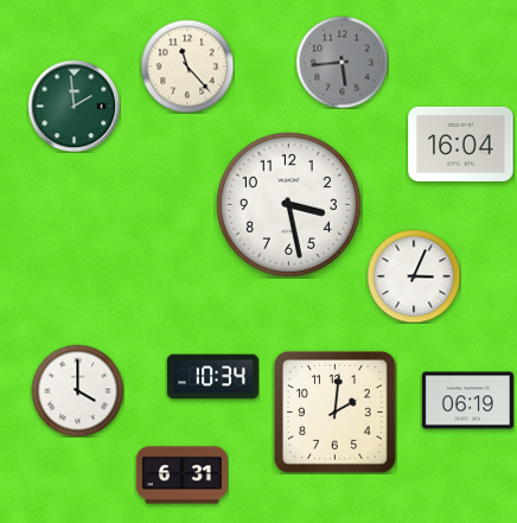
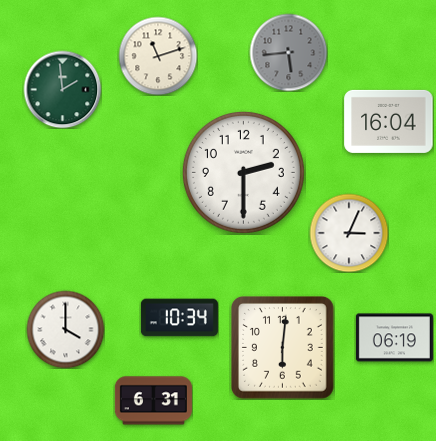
clock at (187, 66): 11:23 -> 11:12
clock at (288, 204): 3:28 -> 2:30
clock at (336, 413): 2:01 -> 6:01
